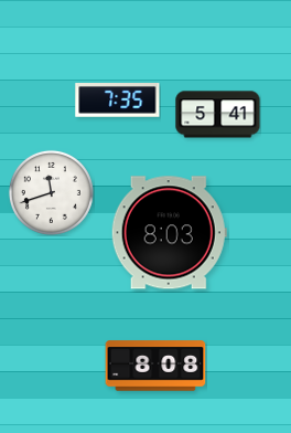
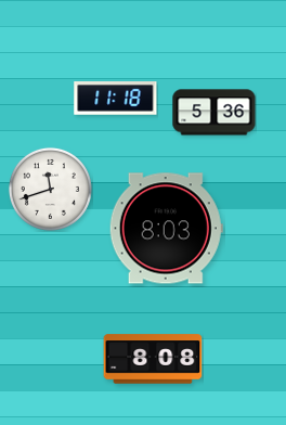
clock at (118, 101): 7:35 -> 11:18
clock at (218, 115): 5:41 -> 5:36
